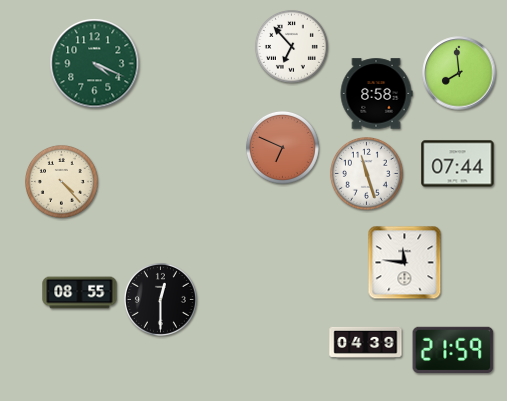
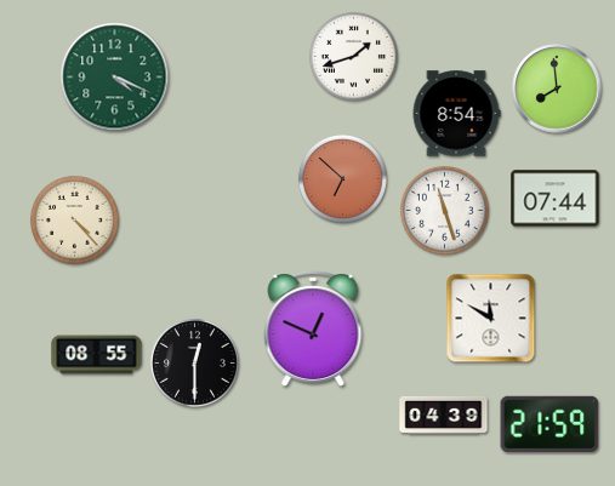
clock at (291, 46): 6:53 -> 1:42
clock at (376, 94): 8:58 -> 8:54
clock at (282, 147): 6:49 -> 6:52
clock at (405, 263): 11:46 -> 11:50
clock at (313, 330): none -> 12:49
